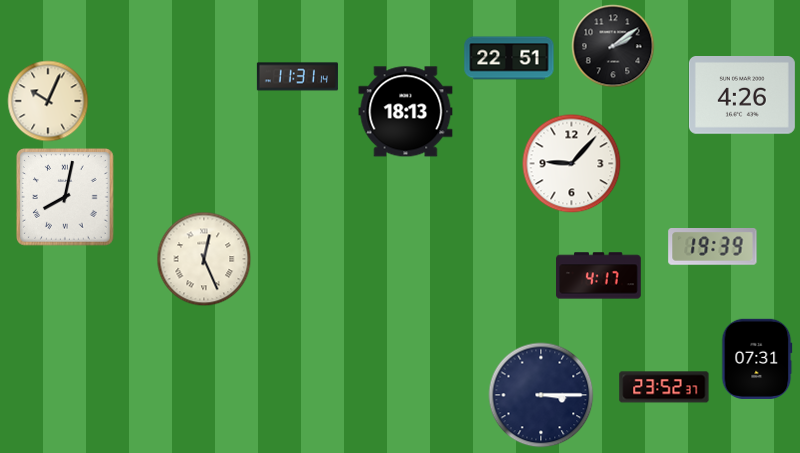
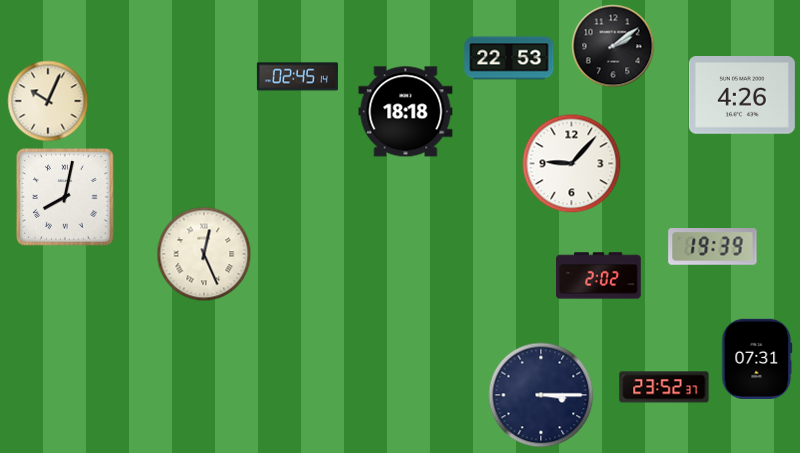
clock at (509, 58): 22:51 -> 22:53
clock at (297, 77): 11:31 -> 02:45
clock at (406, 112): 18:13 -> 18:18
clock at (204, 259) position: (204, 259) -> (204, 254)
clock at (599, 276): 4:17 -> 2:02
